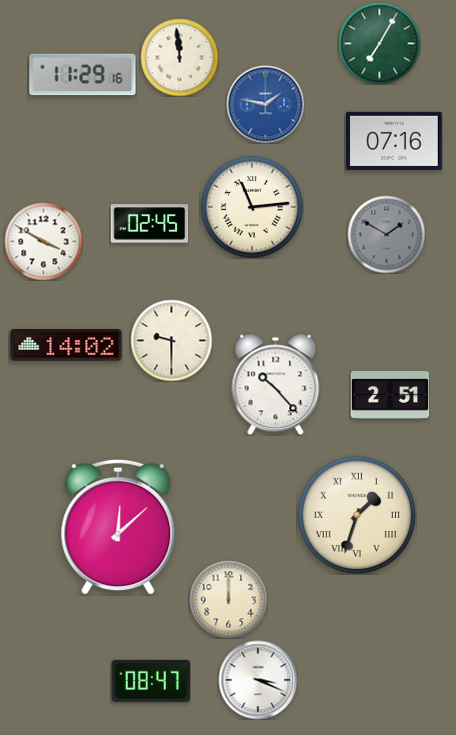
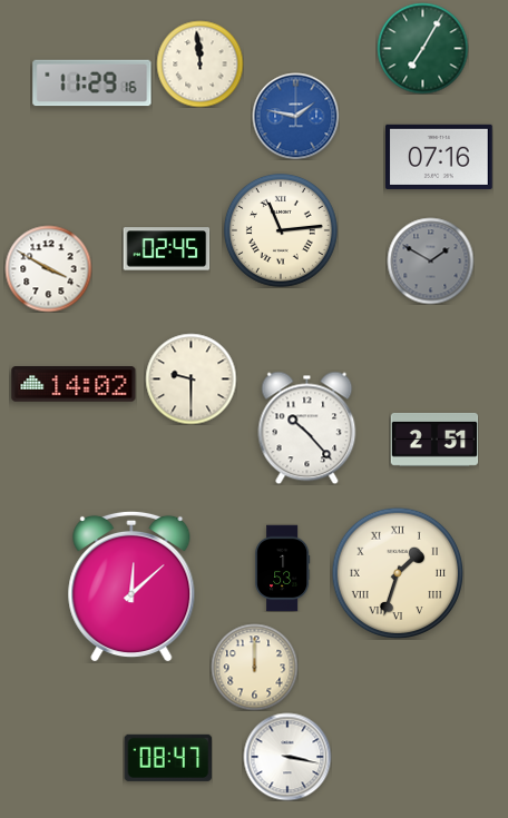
clock at (283, 568): none -> 1:53
clock at (258, 680): 3:19 -> 3:17
